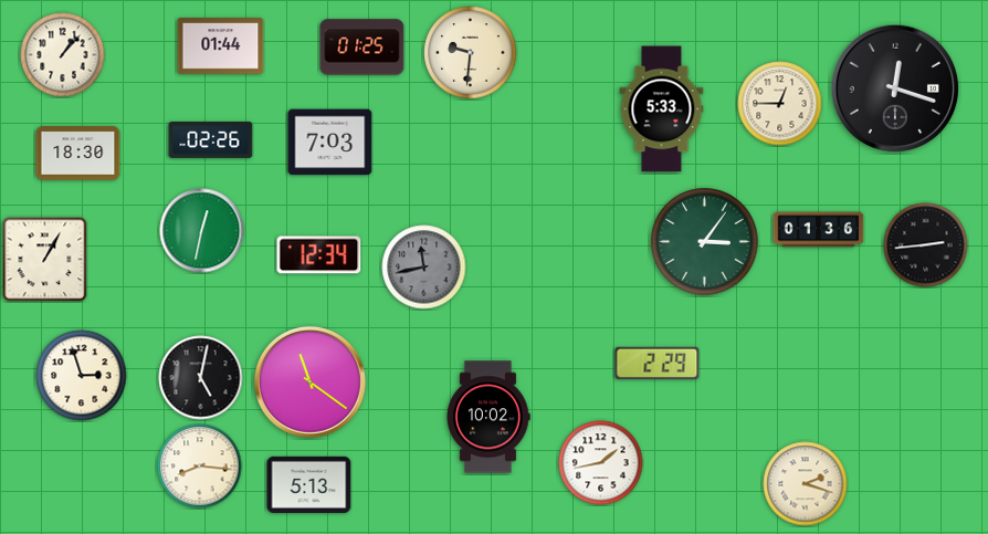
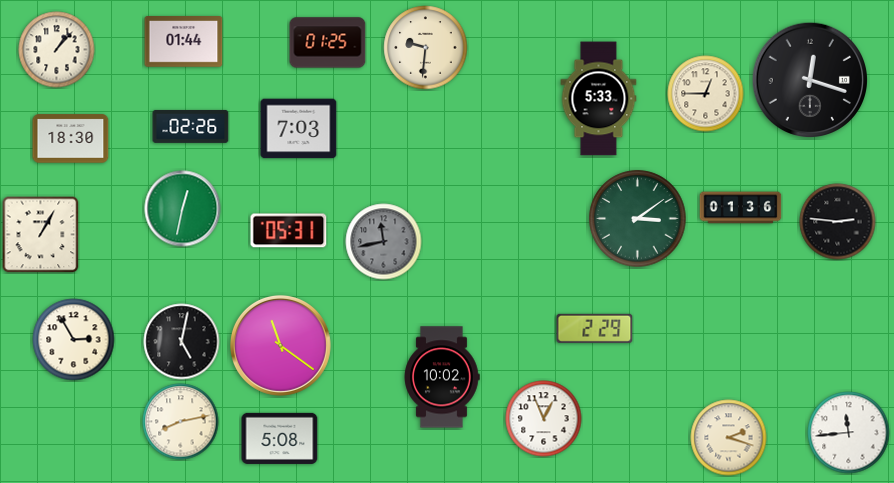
clock at (221, 46) position: (221, 46) -> (184, 42)
clock at (705, 242): 3:06 -> 3:09
clock at (926, 245): 2:44 -> 2:46
clock at (319, 255): 12:34 -> 05:31
clock at (82, 376): 2:57 -> 2:55
clock at (601, 463): 1:43 -> 12:56
clock at (200, 467): 8:16 -> 8:13
clock at (849, 433): none -> 11:44
clock at (309, 484): 5:13 -> 5:08
